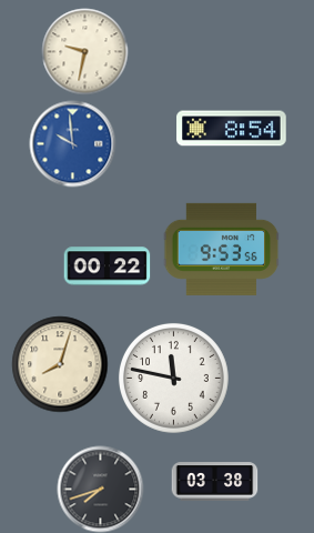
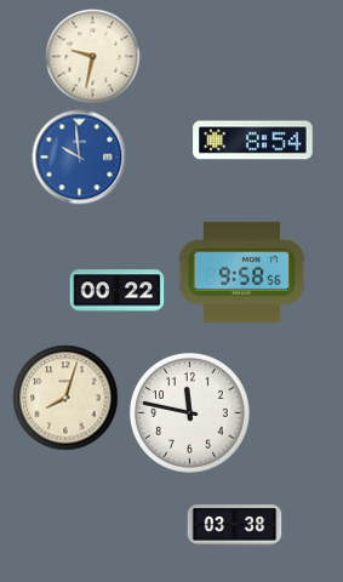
clock at (221, 249): 9:53 -> 9:58
clock at (100, 489): 7:42 -> none
